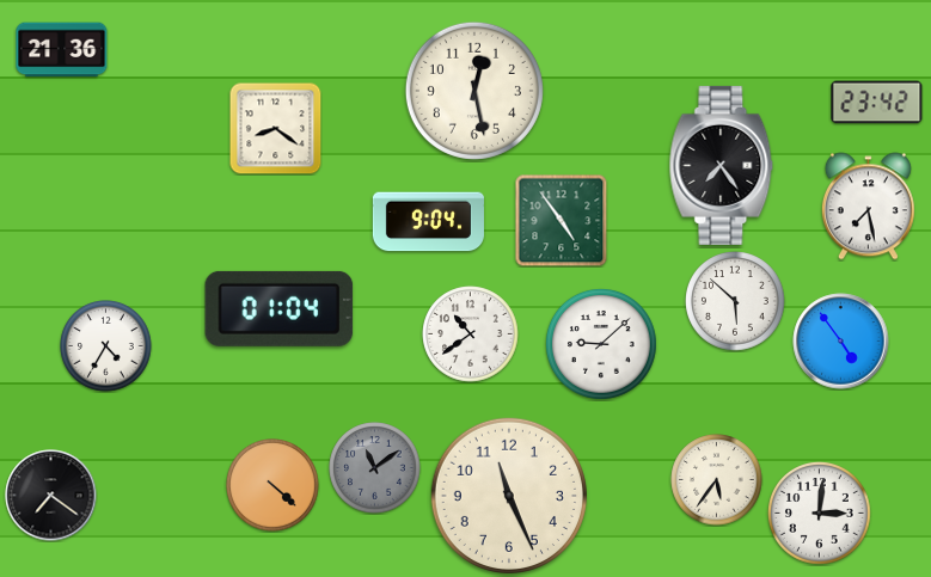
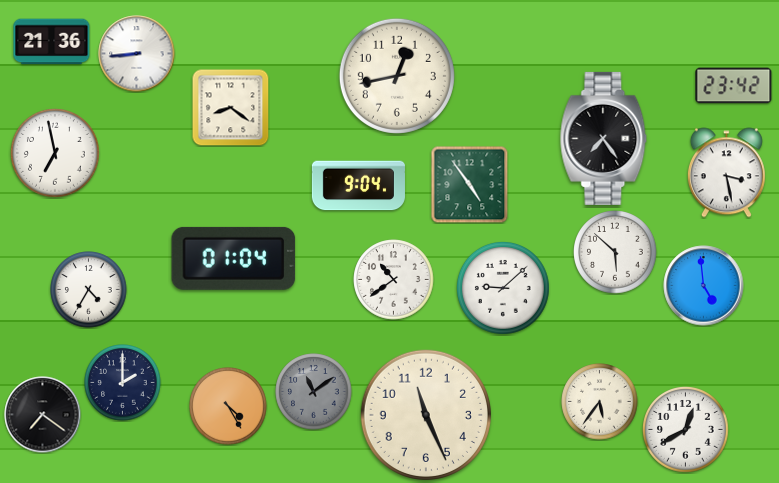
clock at (137, 54): none -> 8:44
clock at (474, 91): 12:28 -> 12:43
clock at (56, 154): none -> 6:58
clock at (868, 207): 7:28 -> 3:28
clock at (841, 342): 4:54 -> 4:59
clock at (123, 383): none -> 2:00
clock at (272, 485): 4:22 -> 4:25
clock at (820, 514): 3:01 -> 12:40
